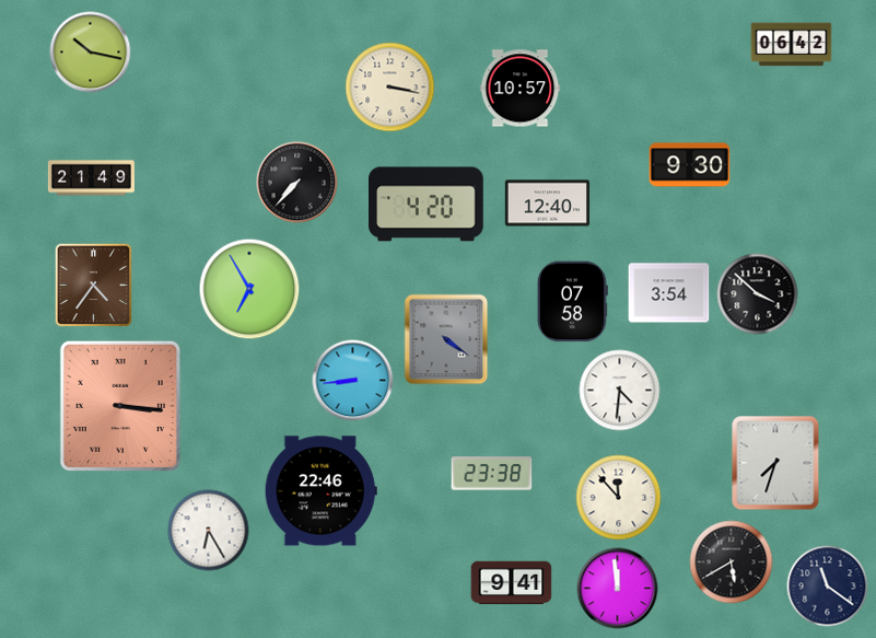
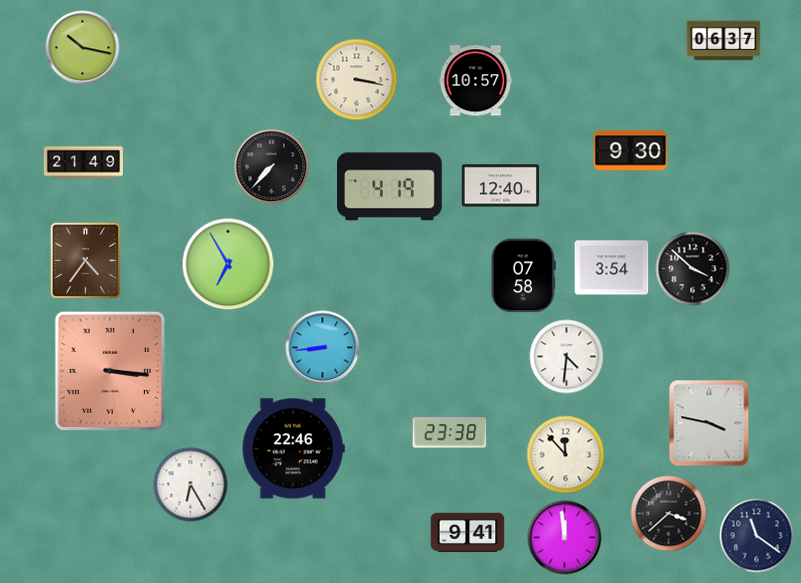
clock at (792, 45): 06:42 -> 06:37
clock at (427, 205): 4:20 -> 4:19
clock at (446, 339): 4:21 -> none
clock at (775, 463): 7:33 -> 3:47
clock at (732, 562): 5:40 -> 3:38
